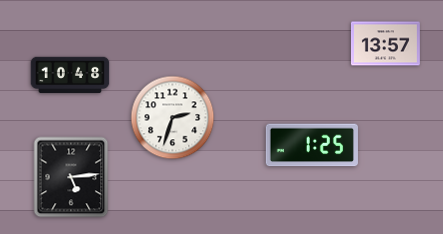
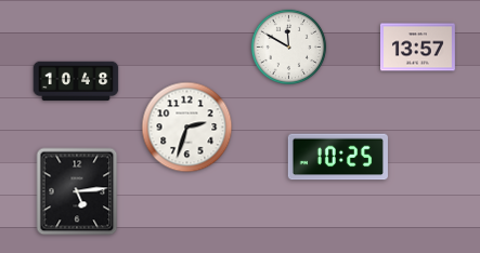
clock at (289, 48): none -> 11:50
clock at (312, 145): 1:25 -> 10:25
